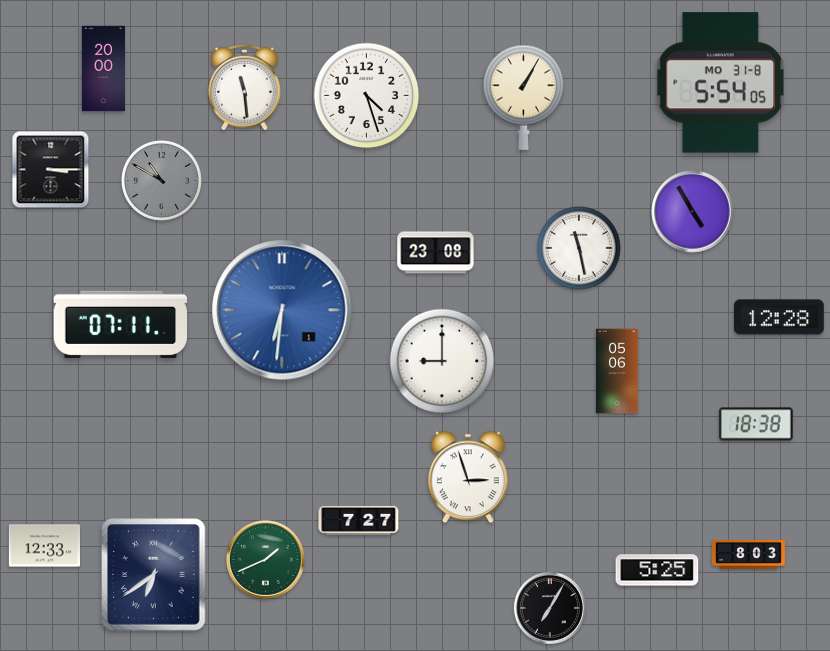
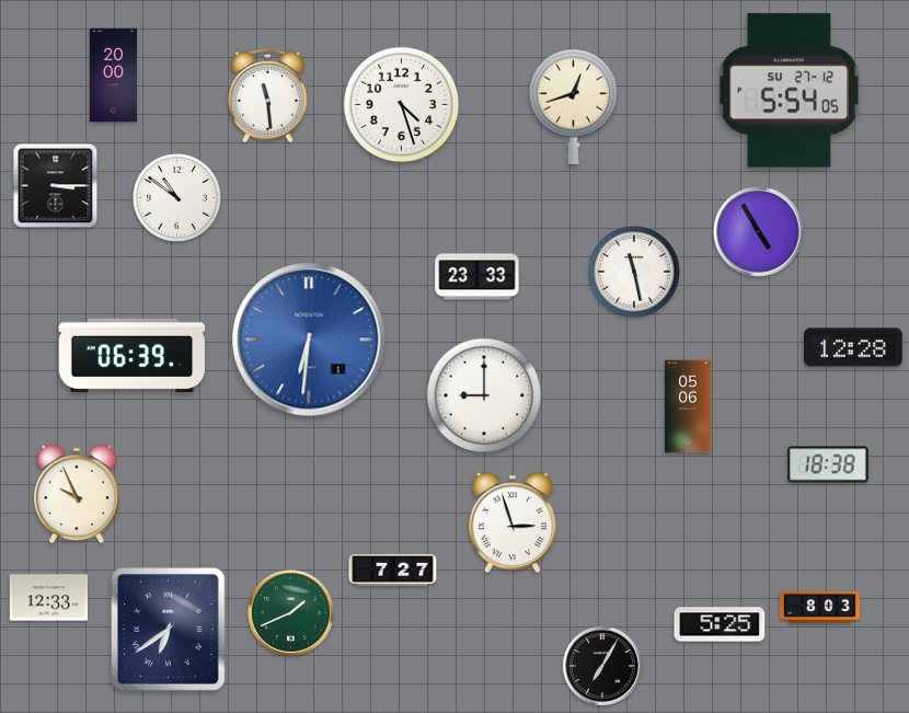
clock at (721, 83) date: MO 31-8 -> SU 27-12
clock at (524, 97): 1:05 -> 12:42
clock at (161, 180): 10:50 -> 10:51
clock at (161, 180) dial: grey -> white
clock at (436, 253): 23:08 -> 23:33
clock at (121, 324): 07:11 -> 06:39
clock at (617, 371) position: (617, 371) -> (688, 406)
clock at (77, 494): none -> 9:56
